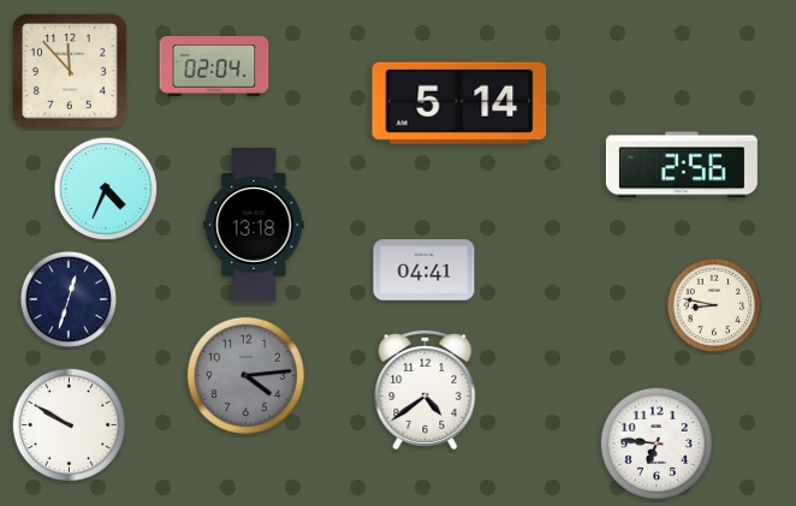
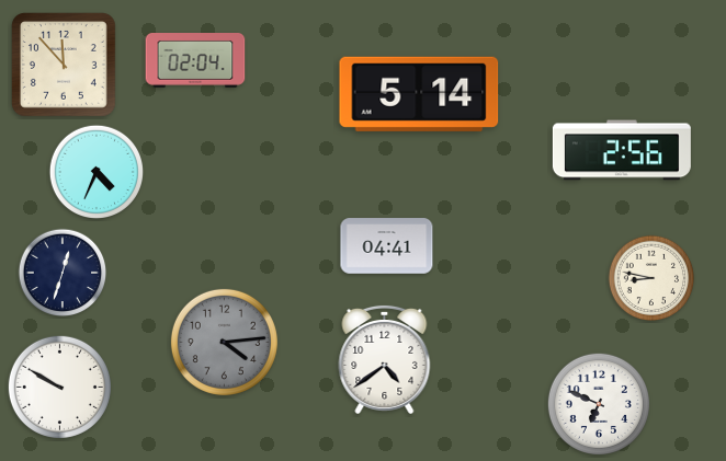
clock at (254, 226): 13:18 -> none
clock at (426, 389) position: (426, 389) -> (385, 359)
clock at (69, 424) position: (69, 424) -> (59, 387)
clock at (657, 444): 6:46 -> 6:49
